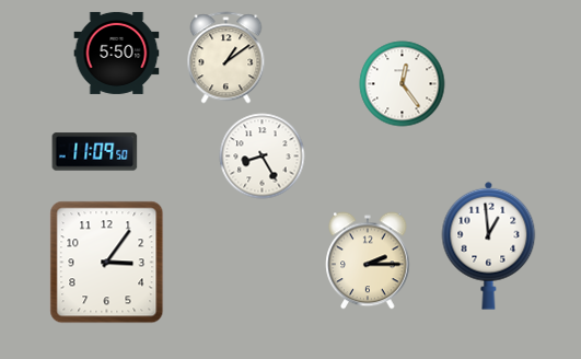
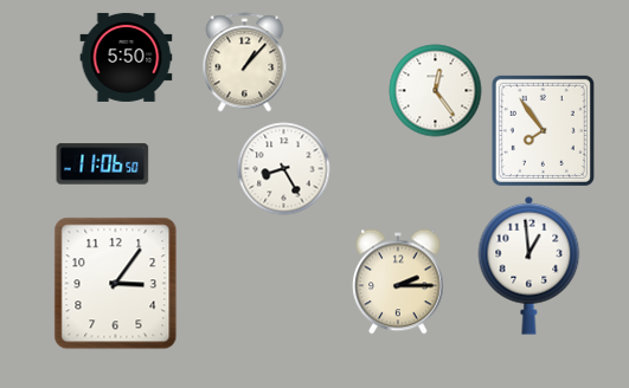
clock at (226, 57): 1:09 -> 1:07
clock at (543, 130): none -> 7:54
clock at (94, 152): 11:09 -> 11:06
